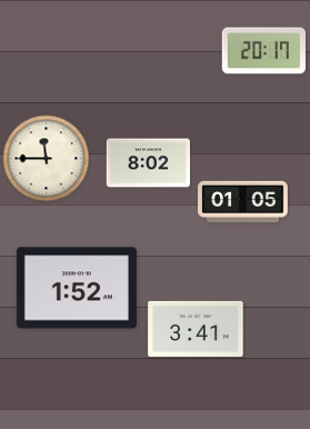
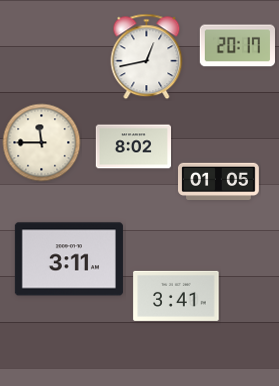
clock at (147, 57): none -> 12:43
clock at (77, 288): 1:52 -> 3:11
